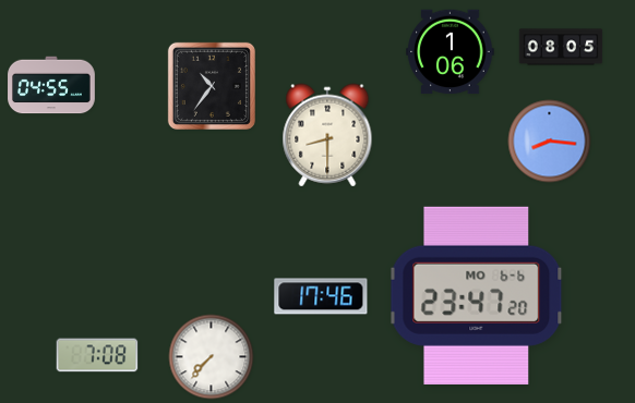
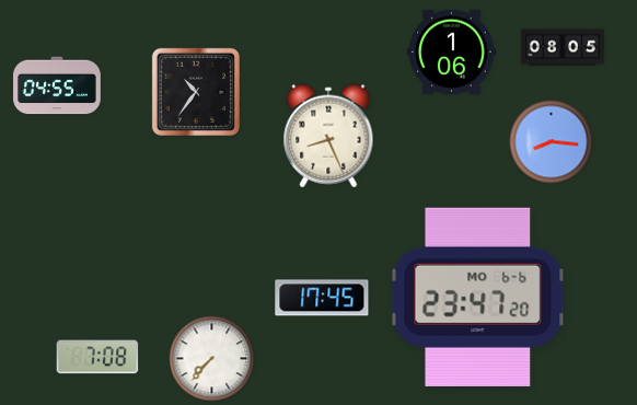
clock at (51, 85) position: (51, 85) -> (57, 85)
clock at (212, 86) position: (212, 86) -> (196, 92)
clock at (327, 135): 8:30 -> 8:26
clock at (321, 296): 17:46 -> 17:45
